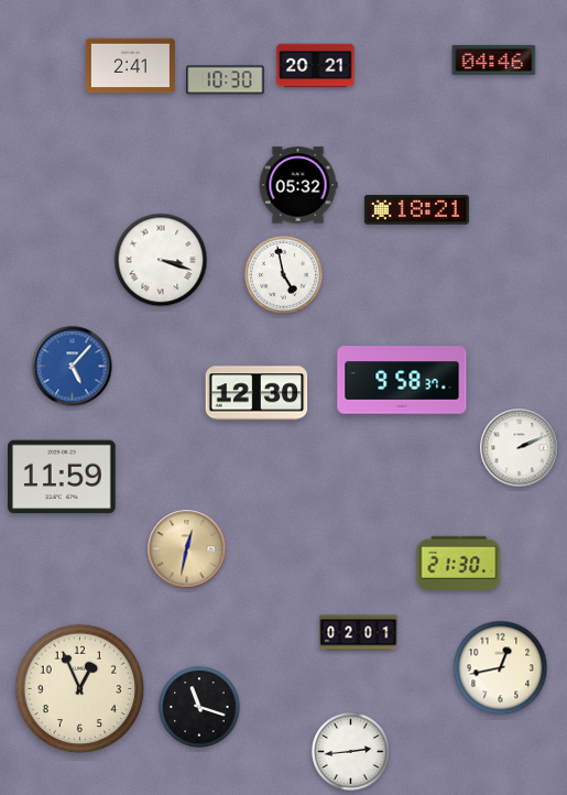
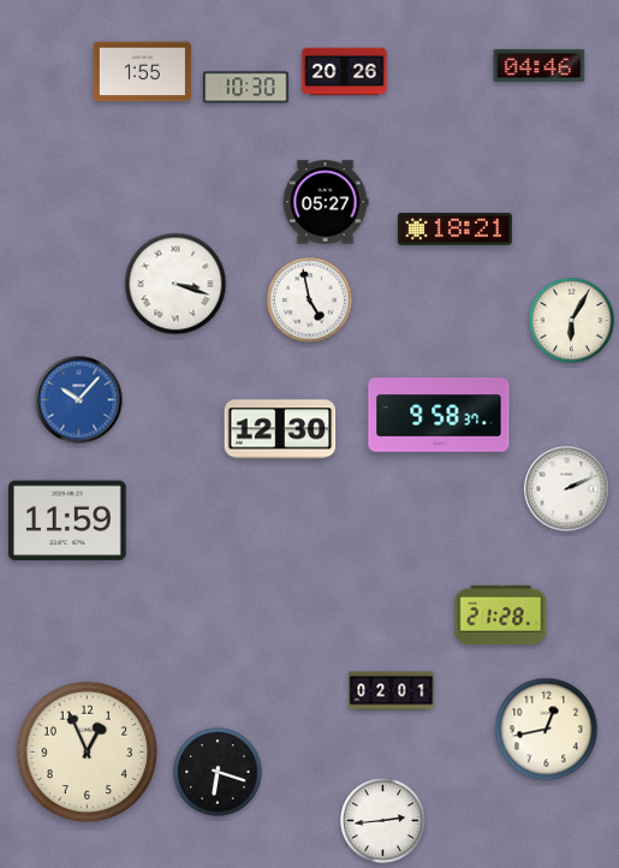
clock at (130, 66): 2:41 -> 1:55
clock at (316, 66): 20:21 -> 20:26
clock at (298, 185): 05:32 -> 05:27
clock at (572, 321): none -> 6:05
clock at (73, 367): 5:07 -> 10:07
clock at (187, 549): 12:32 -> none
clock at (459, 563): 21:30 -> 21:28
clock at (199, 707): 11:18 -> 6:18
